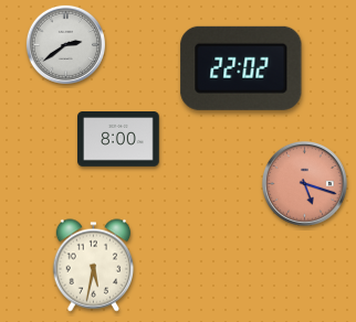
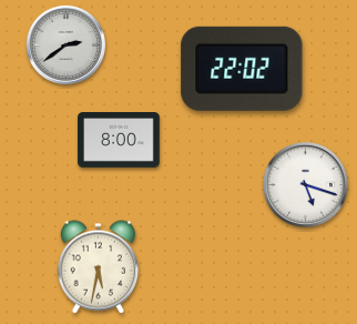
clock at (304, 183) dial: salmon -> white
clock at (94, 266) position: (94, 266) -> (99, 267)
